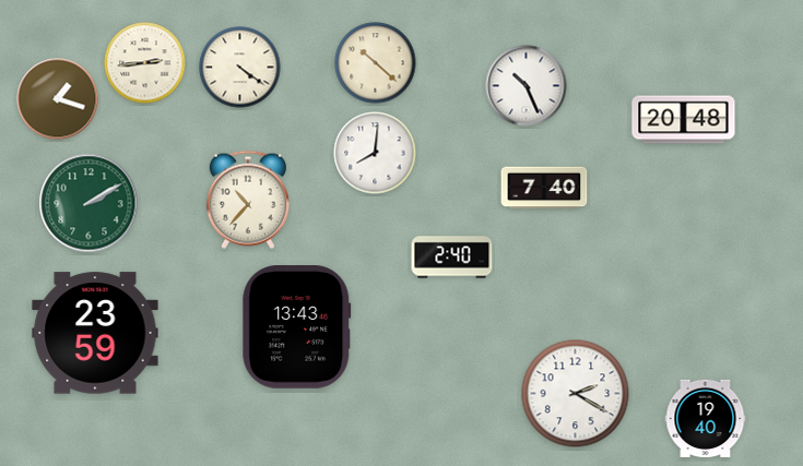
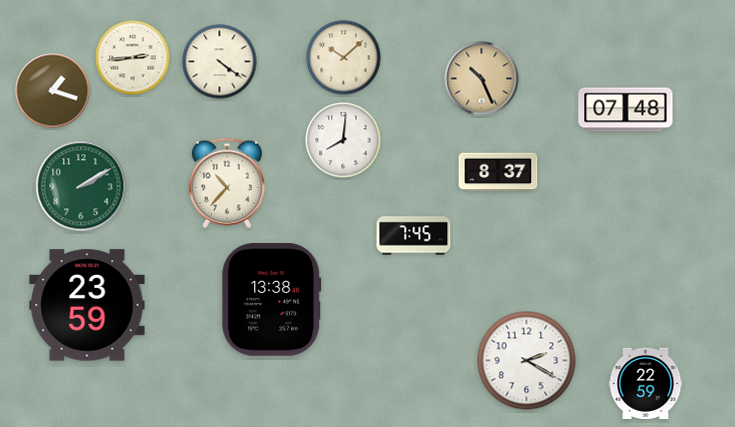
clock at (376, 63): 10:22 -> 10:08
clock at (527, 86) dial: white -> champagne
clock at (684, 120): 20:48 -> 07:48
clock at (544, 188): 7:40 -> 8:37
clock at (452, 258): 2:40 -> 7:45
clock at (297, 327): 13:43 -> 13:38
clock at (706, 418): 19:40 -> 22:59
